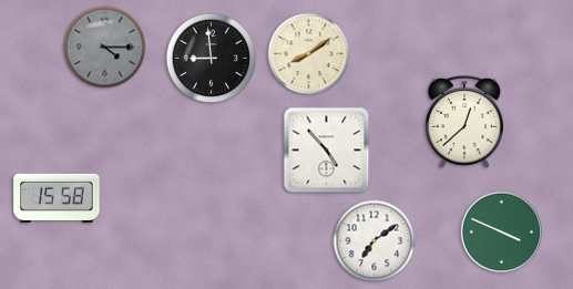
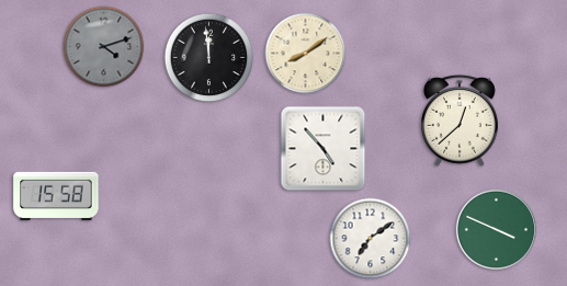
clock at (105, 48): 4:15 -> 4:12
clock at (212, 59): 8:59 -> 11:59
